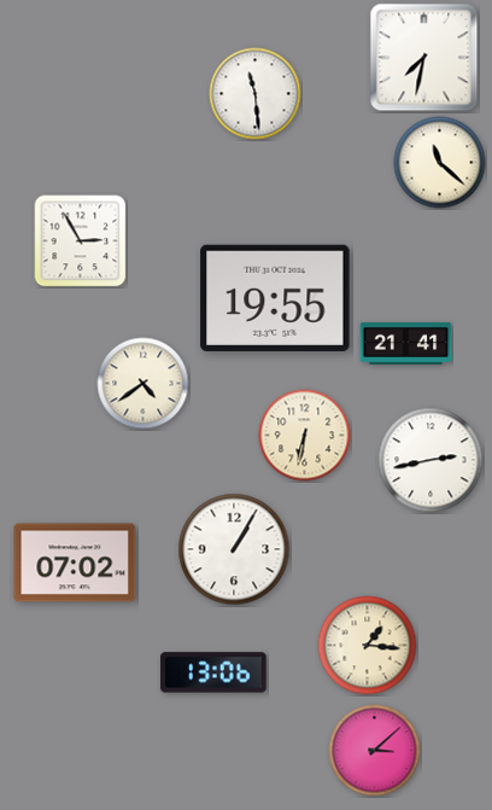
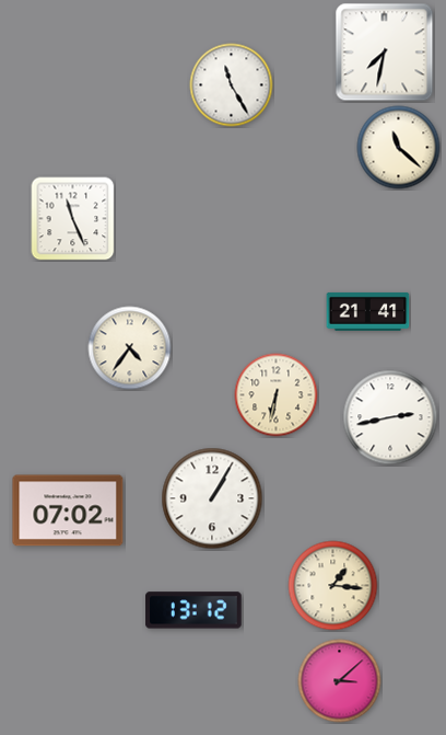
clock at (256, 94): 11:29 -> 11:25
clock at (81, 241): 2:55 -> 11:26
clock at (275, 298): 19:55 -> none
clock at (143, 384): 4:39 -> 4:36
clock at (213, 672): 13:06 -> 13:12
